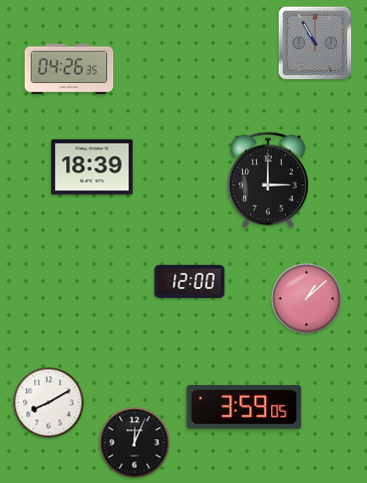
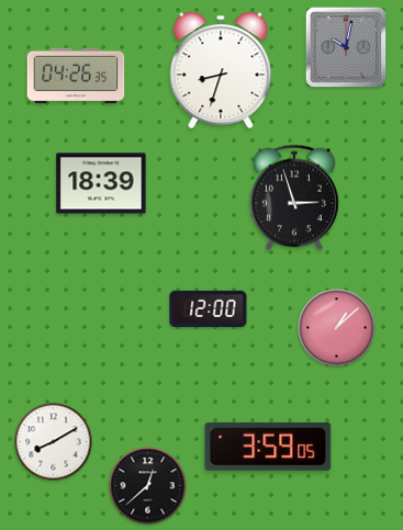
clock at (315, 43): 10:55 -> 10:02
clock at (221, 70): none -> 8:33
clock at (268, 180): 3:00 -> 2:57
clock at (135, 443): 12:04 -> 12:38
